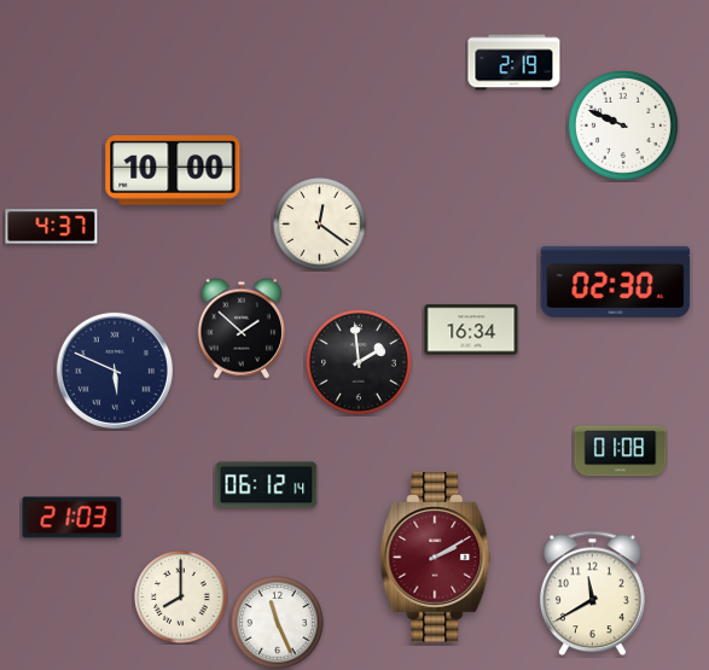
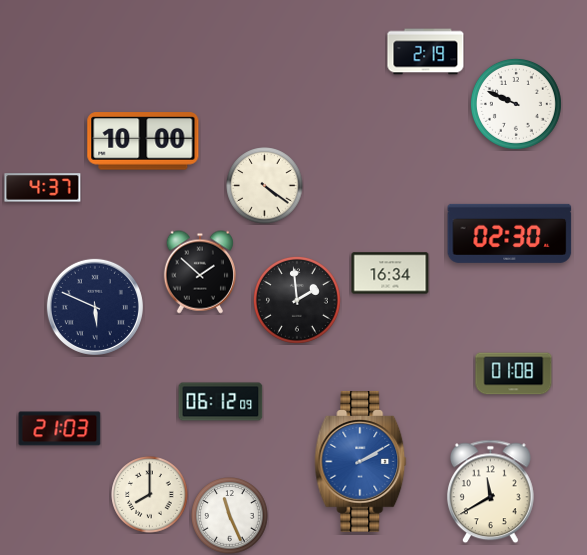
clock at (320, 225): 12:21 -> 4:21
clock at (267, 485): 06:12:14 -> 06:12:09
clock at (436, 558) dial: burgundy -> blue
